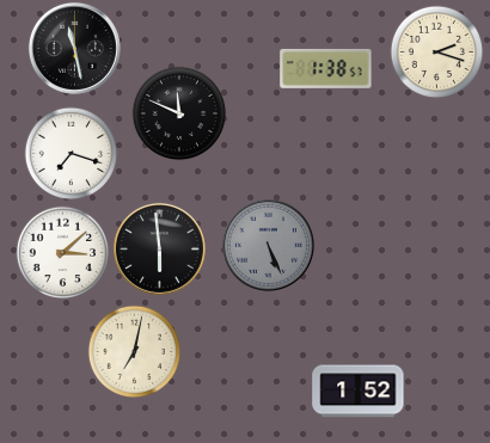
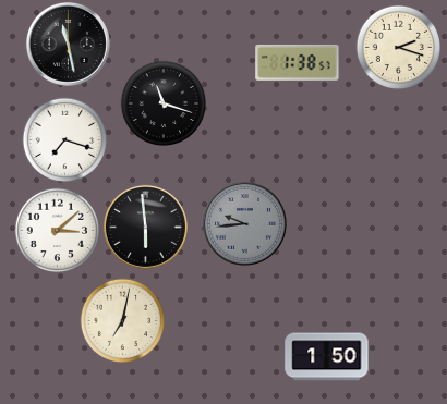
clock at (179, 113): 11:49 -> 11:18
clock at (268, 245): 5:26 -> 9:44
clock at (359, 392): 1:52 -> 1:50
